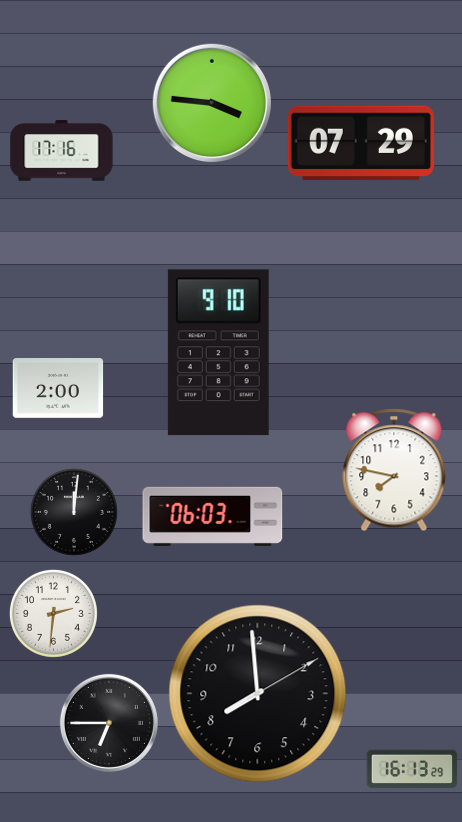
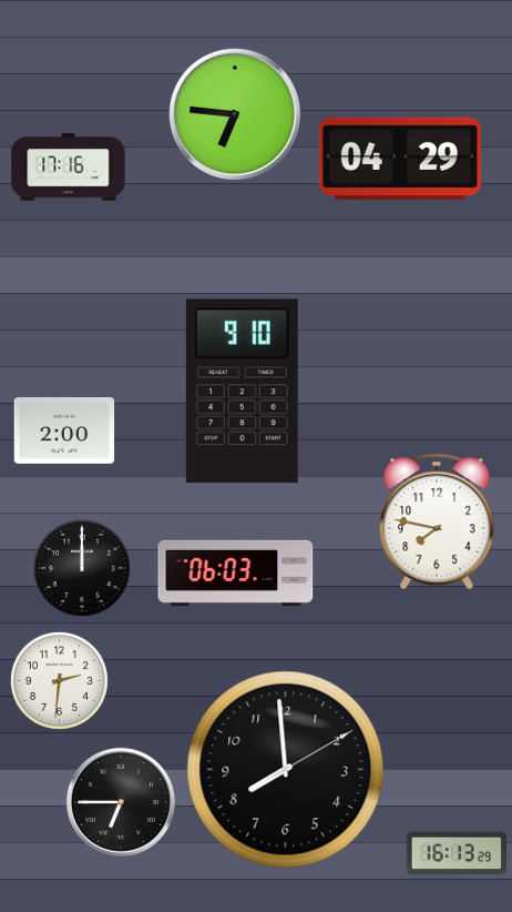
clock at (211, 102): 3:46 -> 6:46
clock at (361, 143): 07:29 -> 04:29
clock at (74, 512): 12:01 -> 12:00
